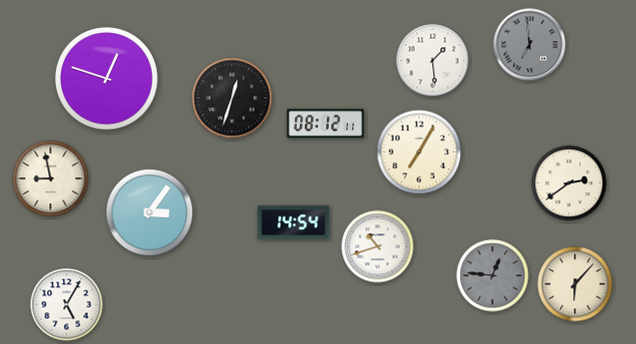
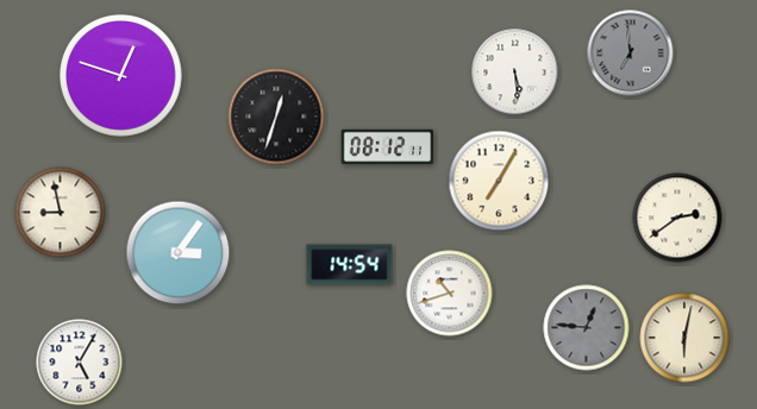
clock at (433, 61): 1:29 -> 5:29
clock at (107, 79) position: (107, 79) -> (121, 76)
clock at (575, 284): 6:07 -> 6:02
